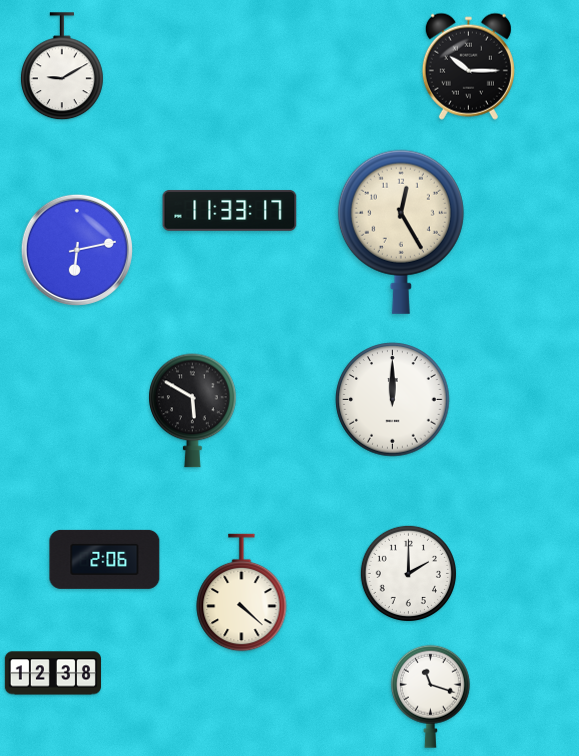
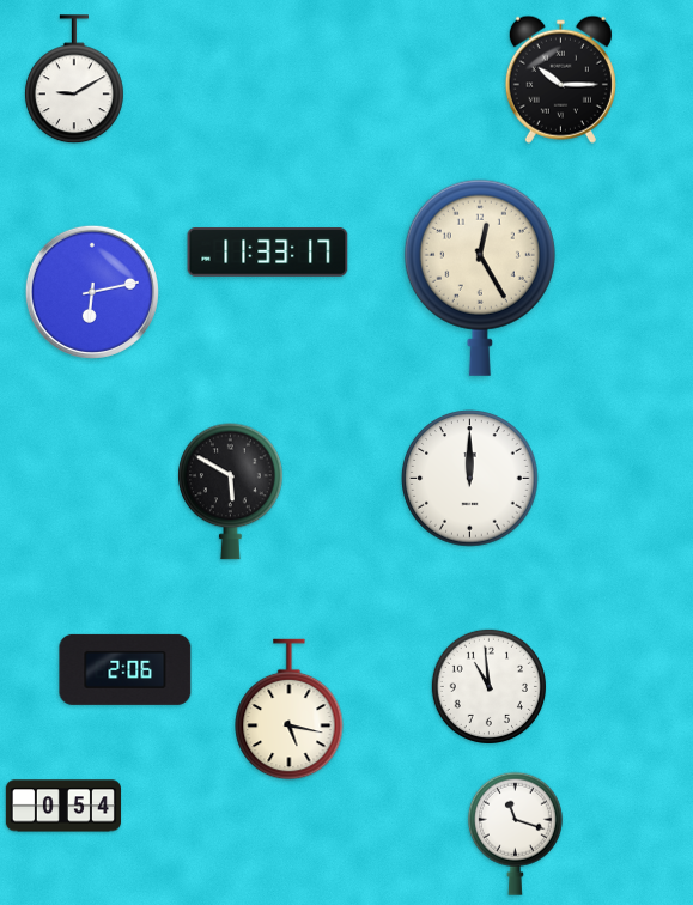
clock at (230, 211) position: (230, 211) -> (268, 253)
clock at (77, 250) position: (77, 250) -> (92, 292)
clock at (408, 573): 2:00 -> 10:59
clock at (242, 593): 4:22 -> 5:17
clock at (52, 673): 12:38 -> 0:54
